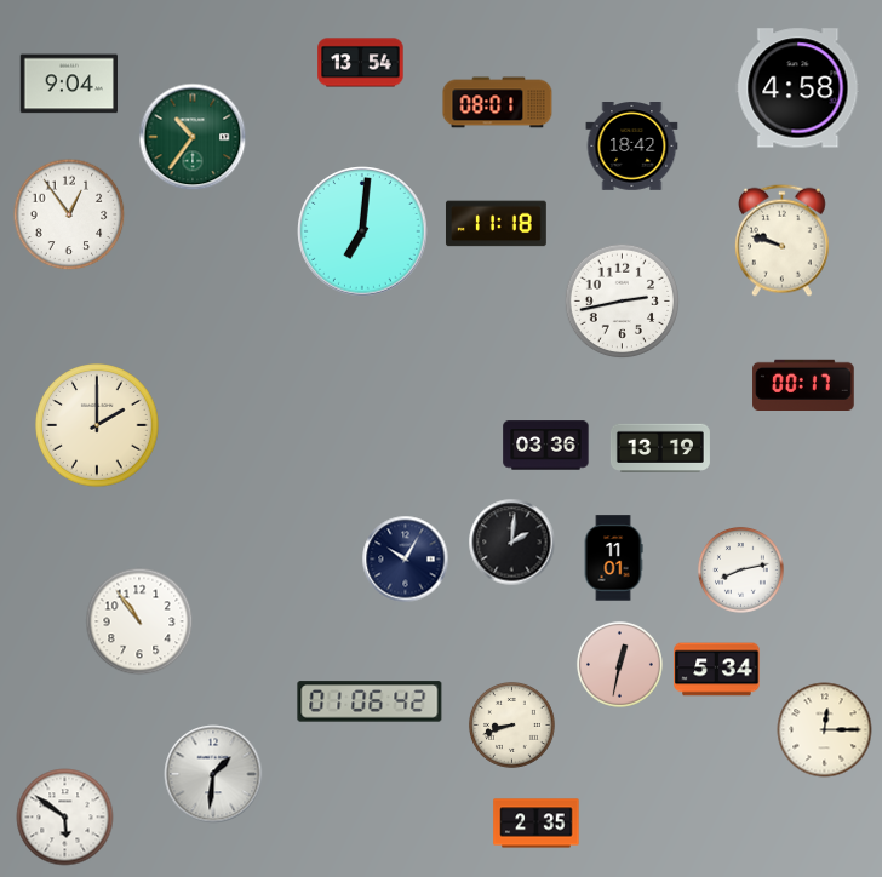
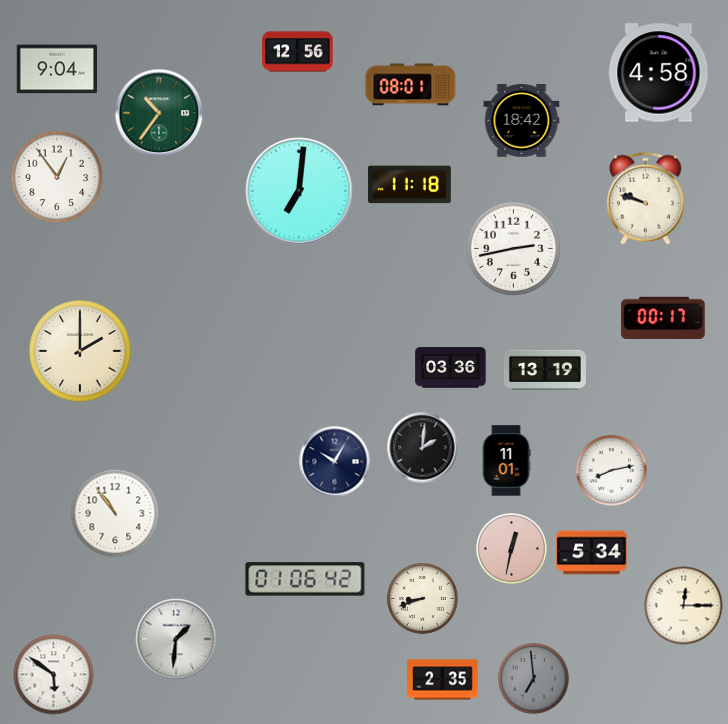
clock at (361, 63): 13:54 -> 12:56
clock at (825, 730) position: (825, 730) -> (684, 606)
clock at (533, 678): none -> 6:59
